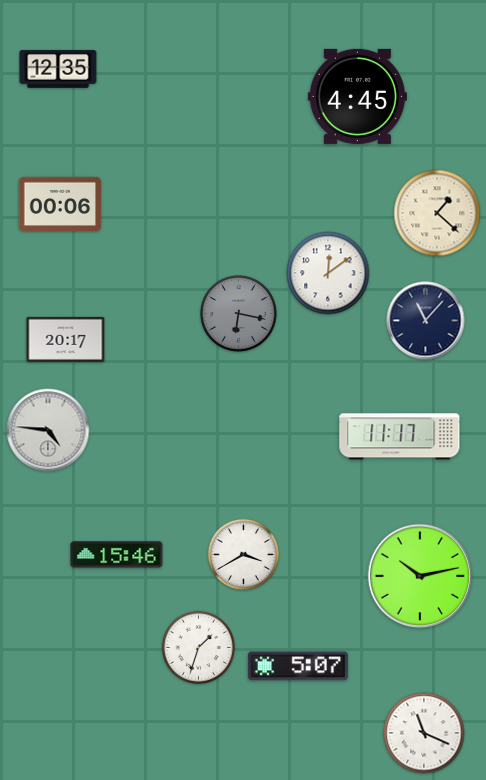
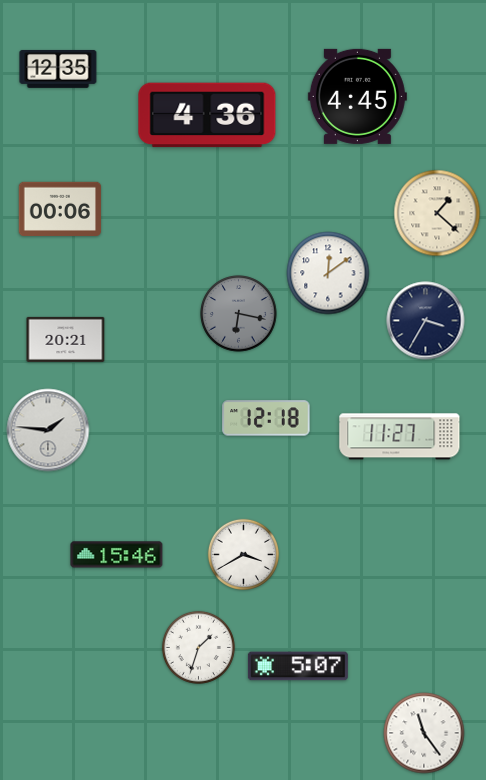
clock at (207, 115): none -> 4:36
clock at (60, 203) position: (60, 203) -> (60, 208)
clock at (426, 321): 11:07 -> 3:35
clock at (66, 339): 20:17 -> 20:21
clock at (266, 418): none -> 12:18
clock at (48, 430): 4:46 -> 1:46
clock at (400, 437): 11:17 -> 11:27
clock at (419, 575): 10:13 -> none
clock at (424, 733): 11:19 -> 11:24
